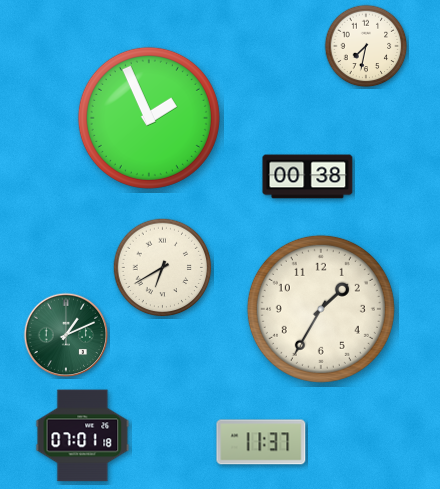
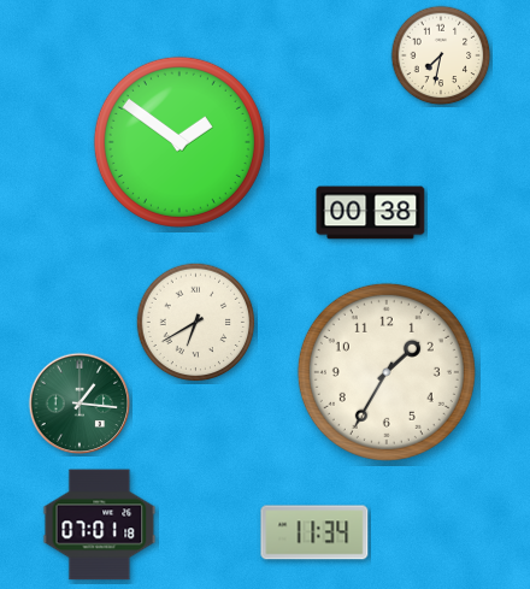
clock at (149, 118): 1:56 -> 1:51
clock at (66, 335): 1:11 -> 1:16
clock at (261, 442): 11:37 -> 11:34
